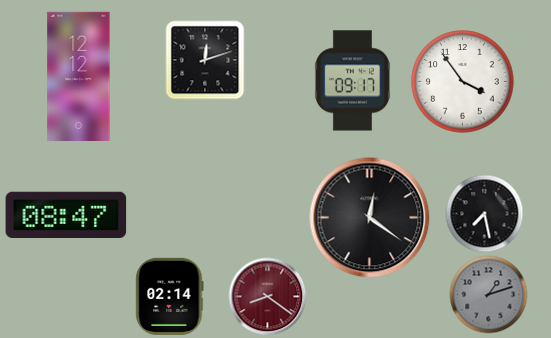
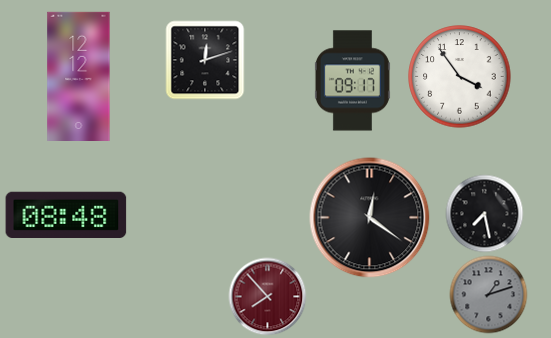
clock at (463, 82) position: (463, 82) -> (460, 77)
clock at (66, 214): 08:47 -> 08:48
clock at (170, 296): 02:14 -> none
clock at (267, 296): 8:21 -> 7:53
